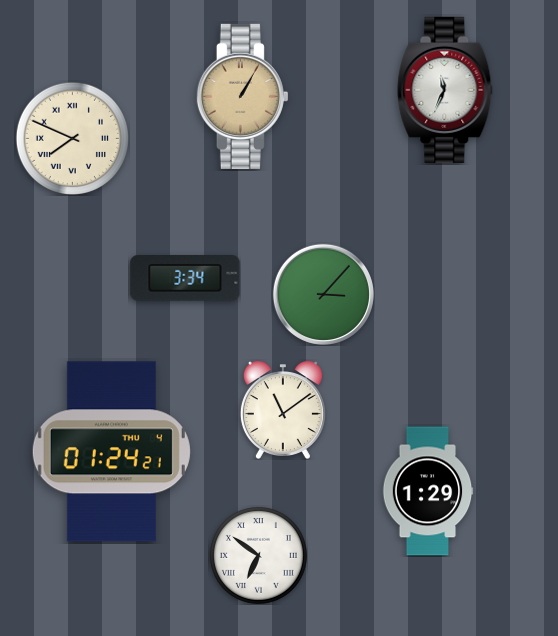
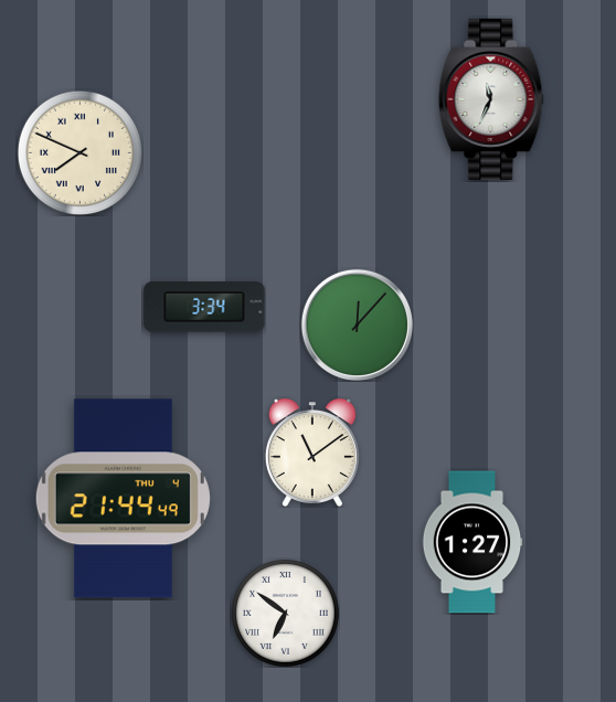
clock at (242, 96): 1:05 -> none
clock at (323, 294): 3:07 -> 12:07
clock at (111, 452): 01:24 -> 21:44
clock at (428, 491): 1:29 -> 1:27
